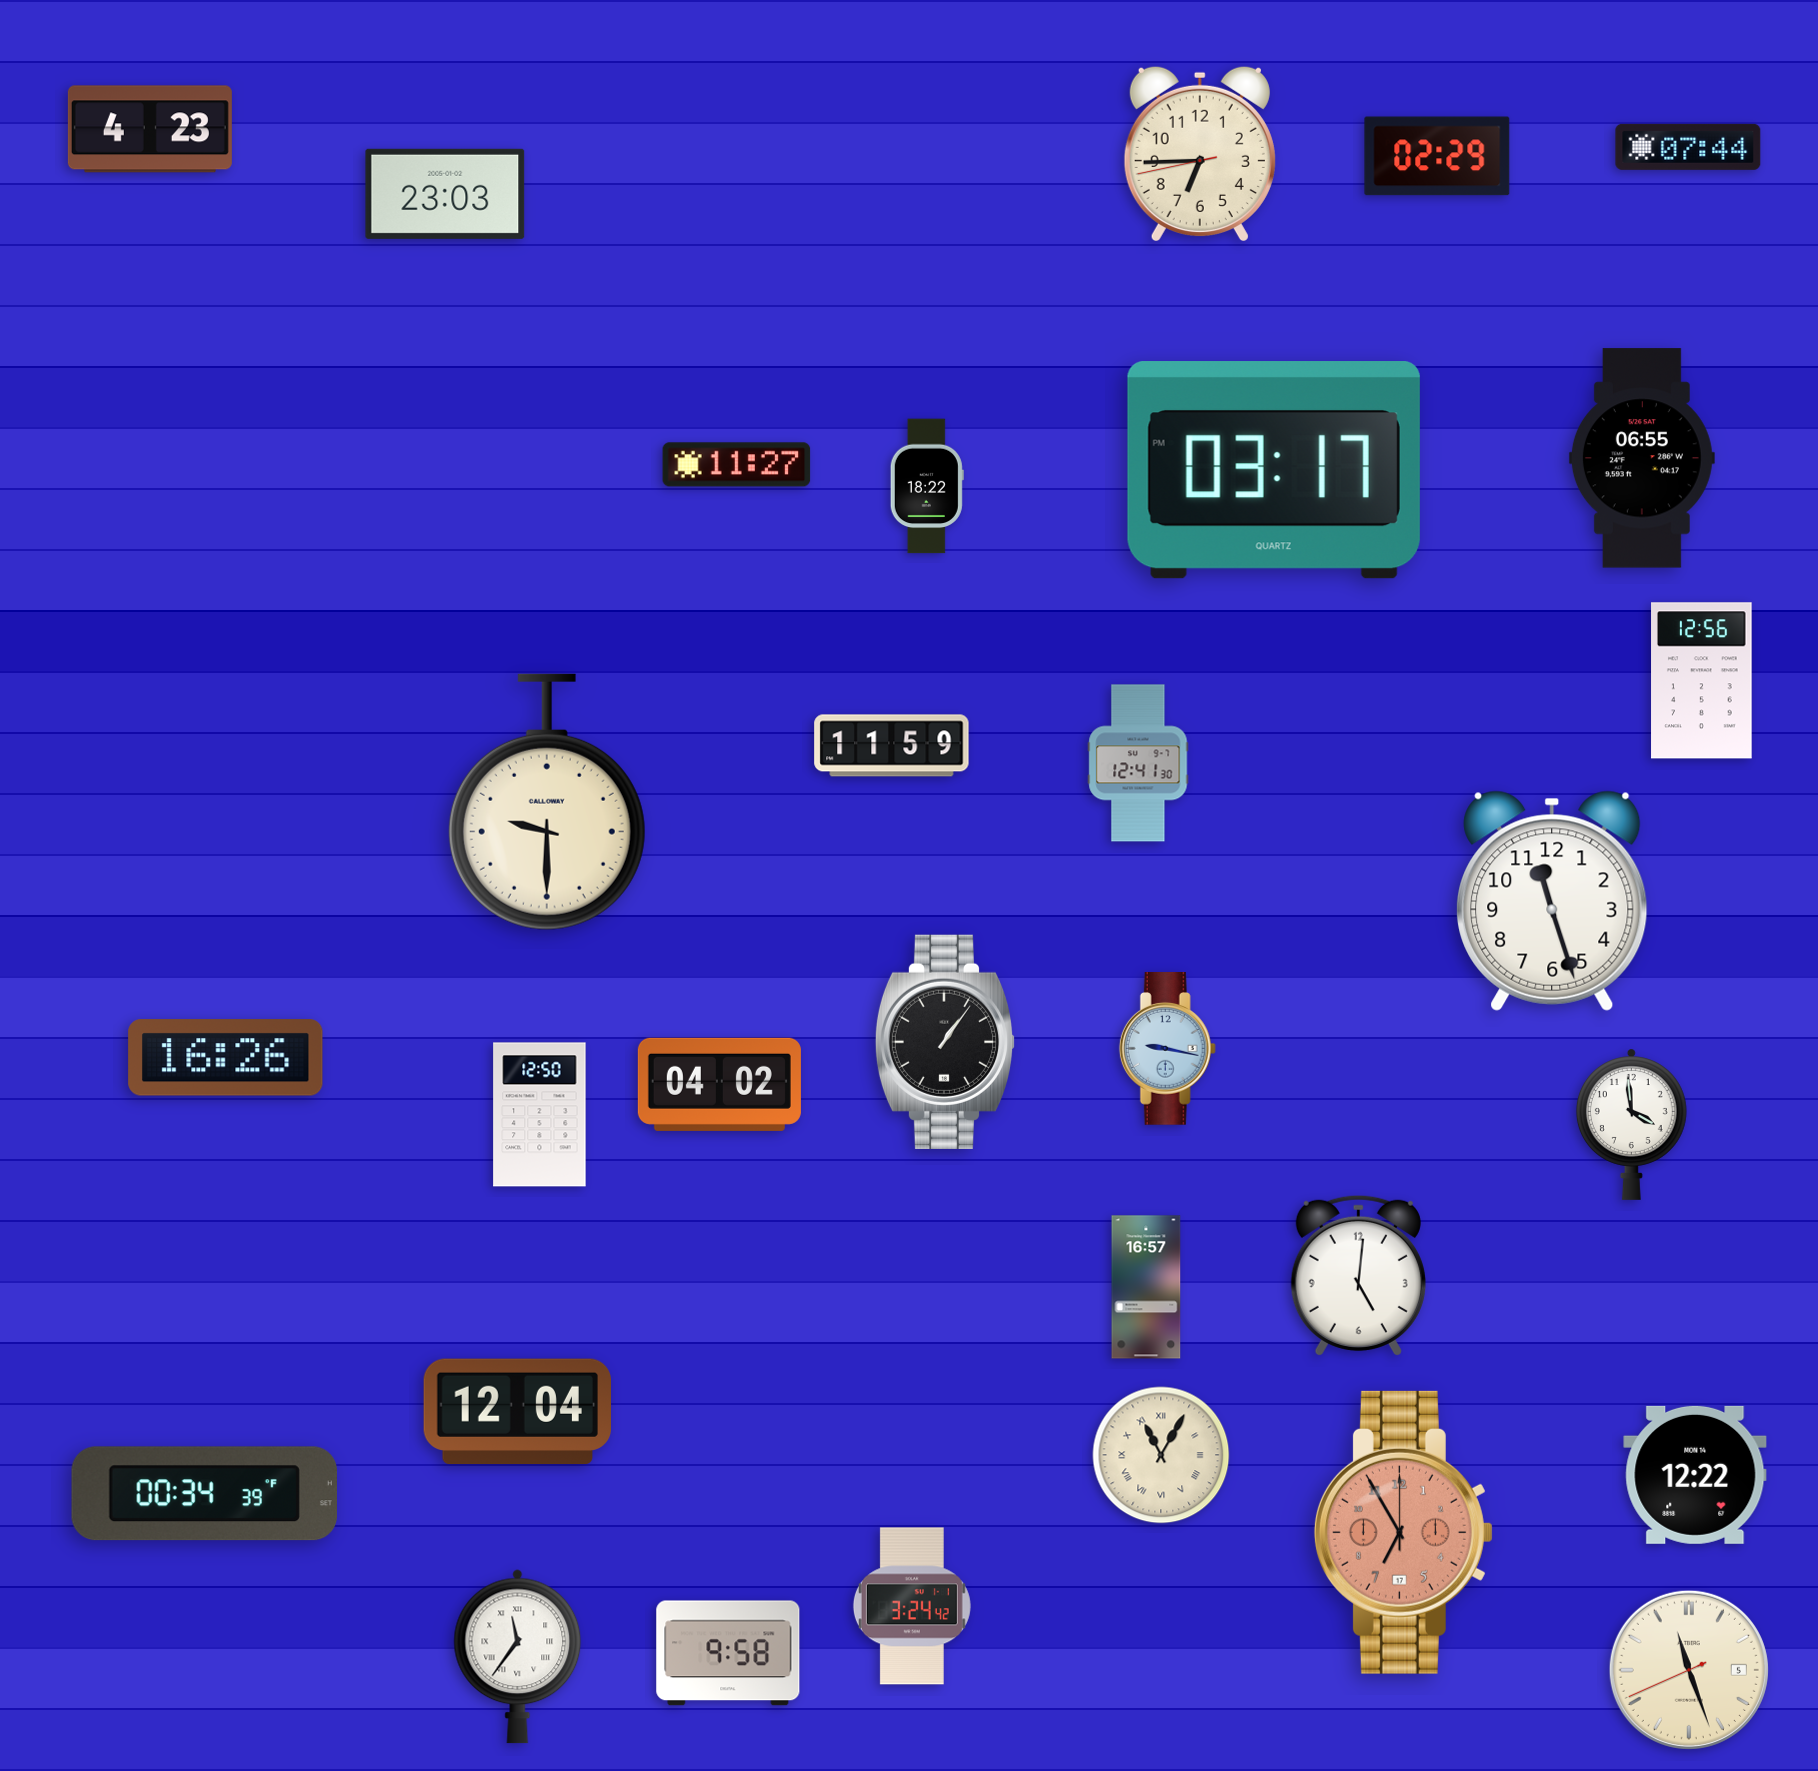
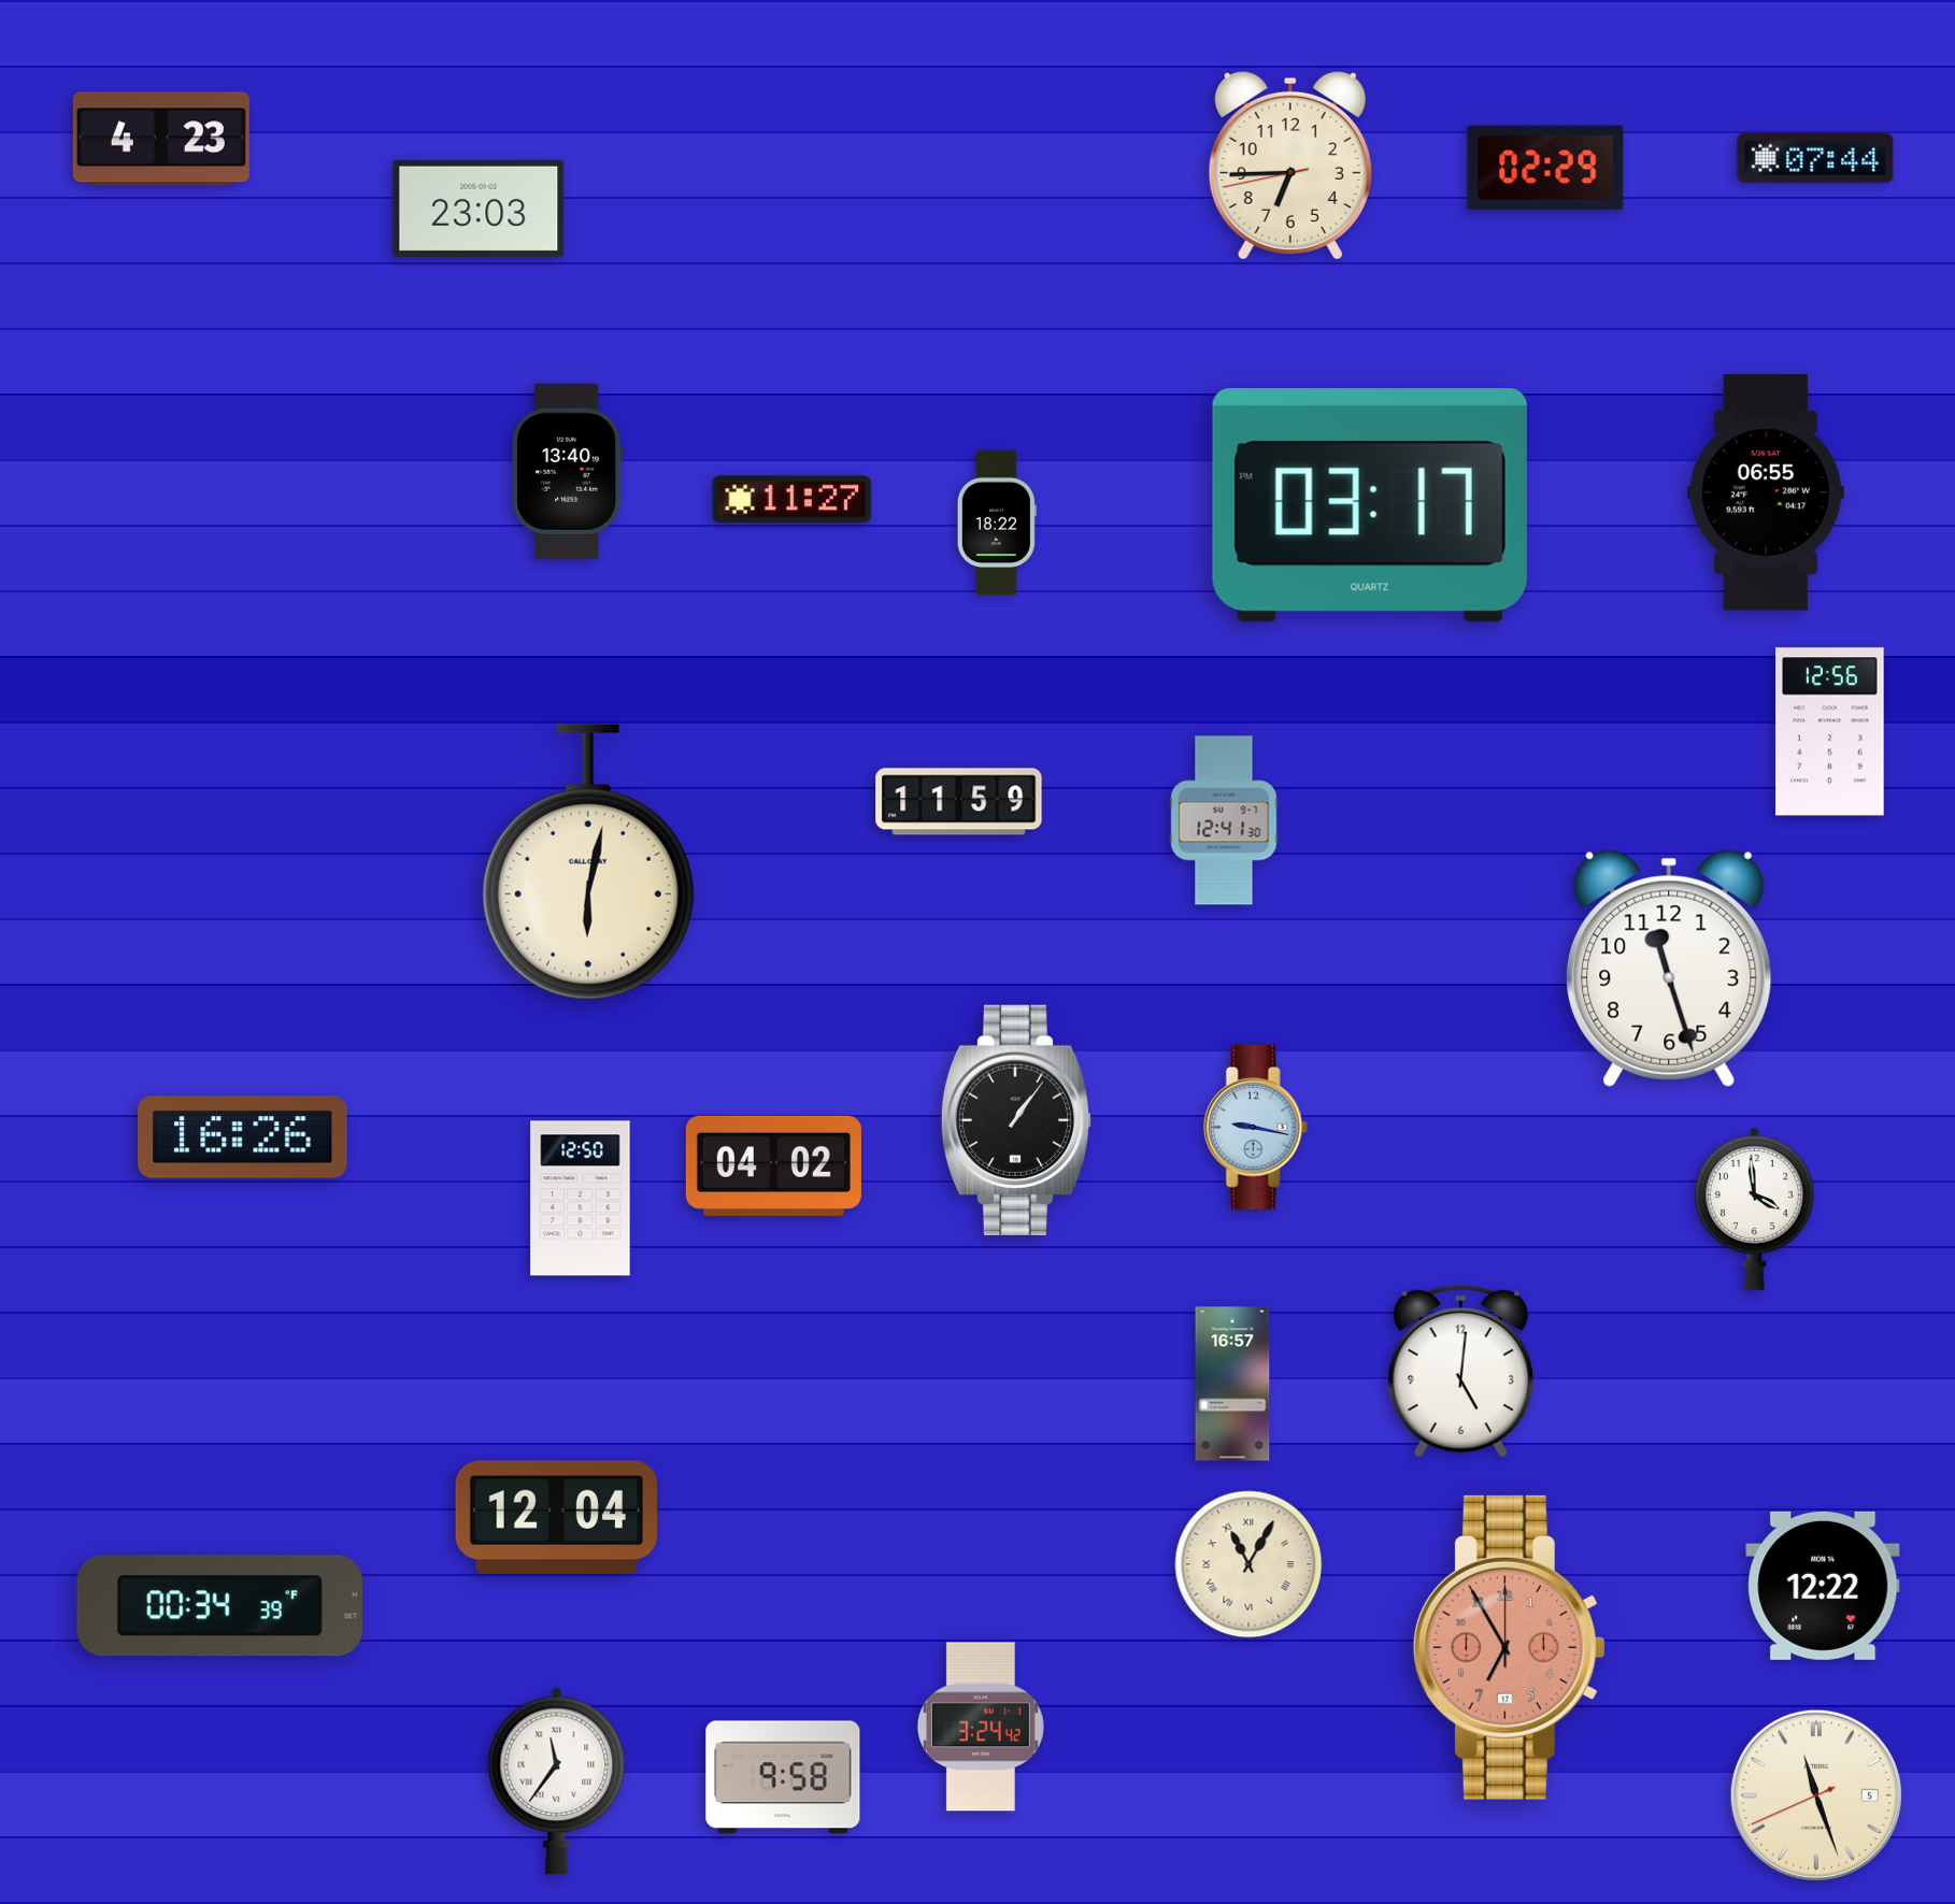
clock at (568, 471): none -> 13:40
clock at (547, 802): 9:30 -> 6:02
